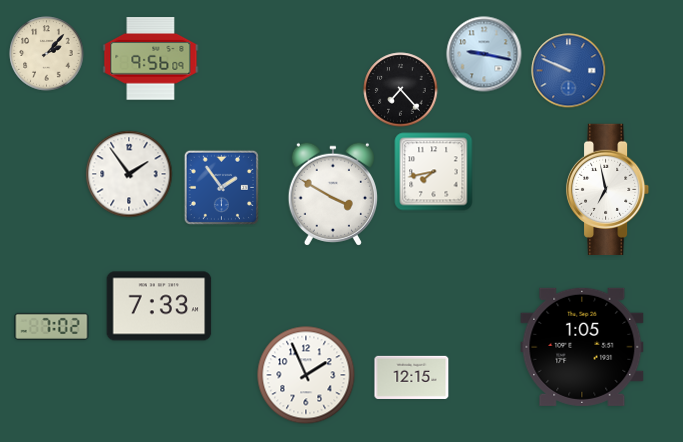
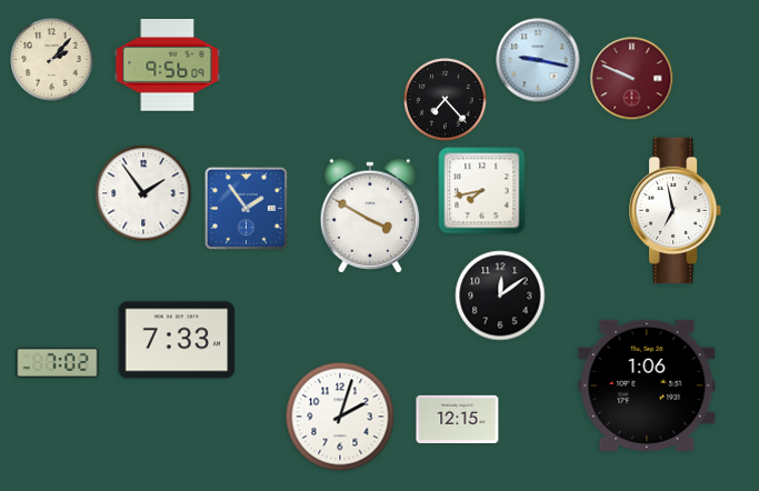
clock at (569, 71) dial: blue -> burgundy
clock at (500, 295): none -> 12:09
clock at (582, 347): 1:05 -> 1:06
clock at (306, 375): 1:56 -> 2:03
